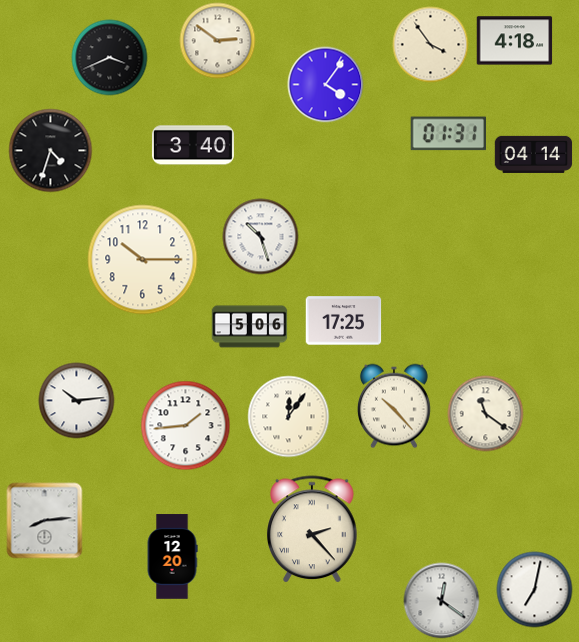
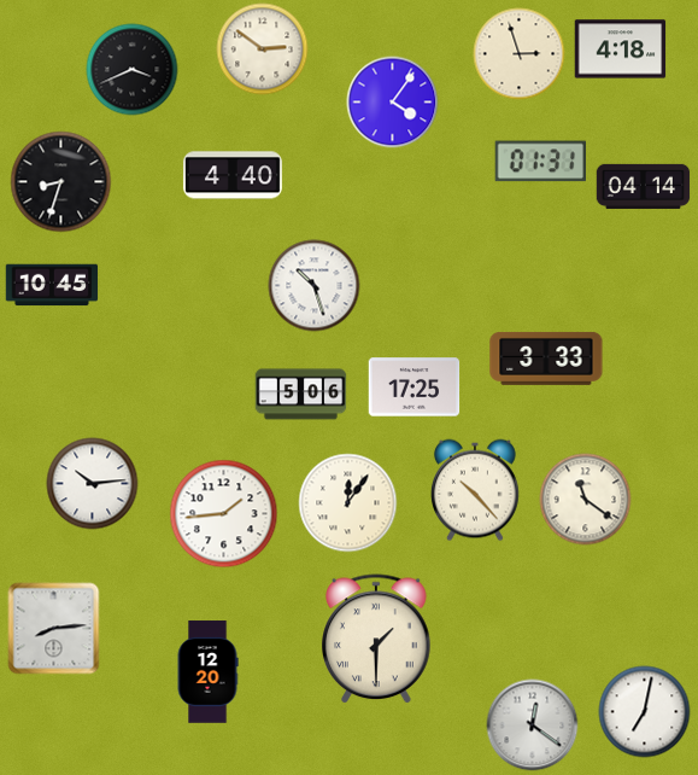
clock at (431, 45): 3:54 -> 2:57
clock at (193, 145): 3:40 -> 4:40
clock at (51, 151): 4:33 -> 8:33
clock at (52, 285): none -> 10:45
clock at (143, 260): 10:15 -> none
clock at (546, 359): none -> 3:33
clock at (312, 529): 2:23 -> 1:30
